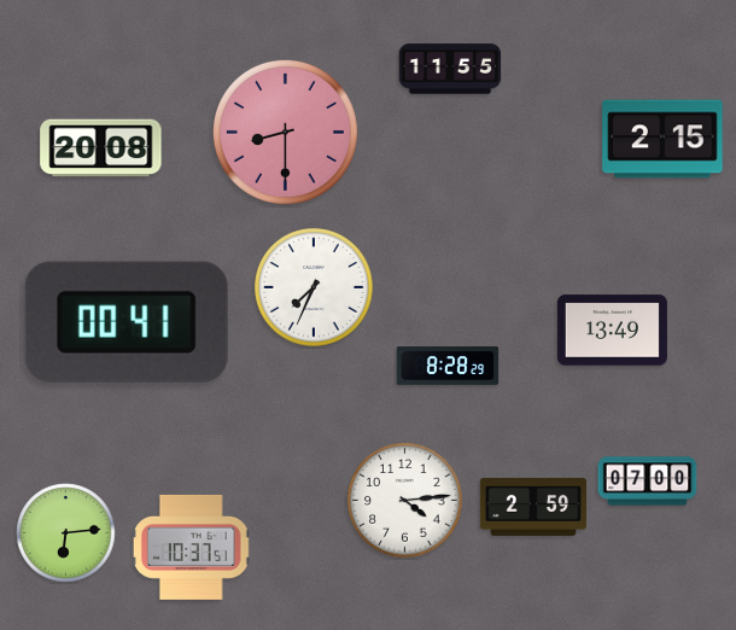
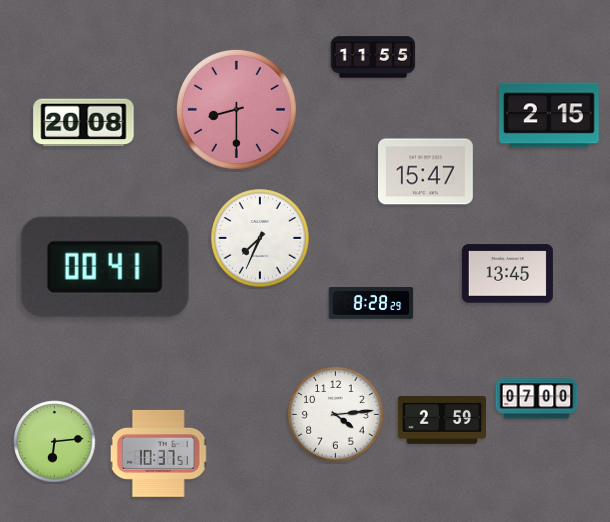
clock at (426, 172): none -> 15:47
clock at (612, 331): 13:49 -> 13:45
